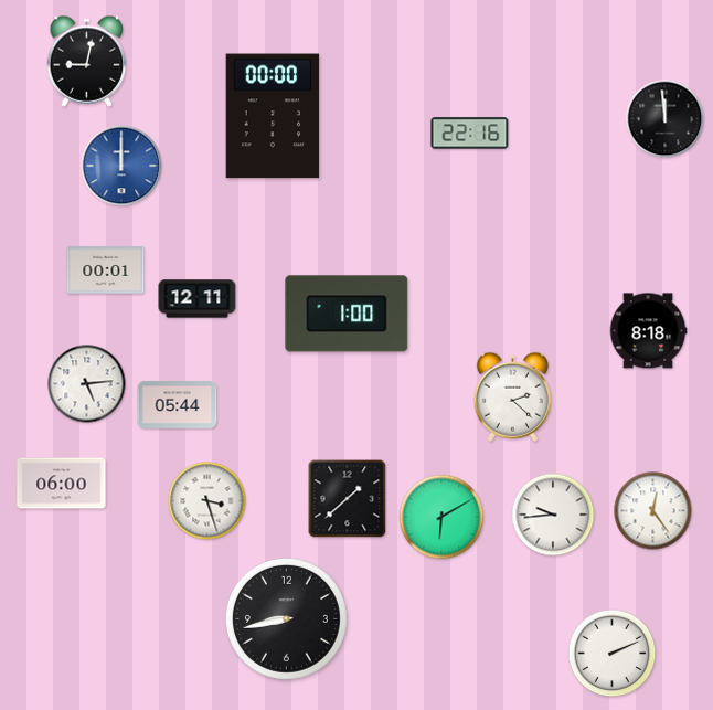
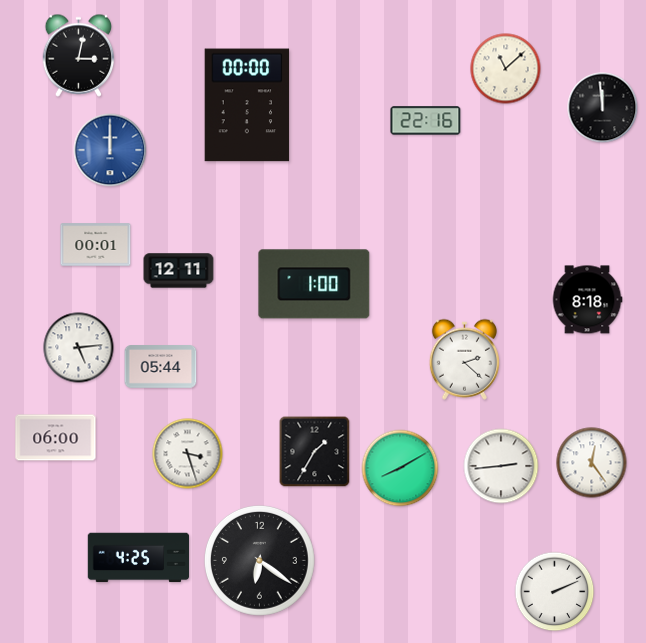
clock at (87, 61): 9:02 -> 3:02
clock at (506, 69): none -> 11:08
clock at (348, 499): 1:38 -> 1:35
clock at (553, 515): 9:44 -> 2:44
clock at (441, 517): 6:10 -> 8:10
clock at (139, 558): none -> 4:25
clock at (286, 618): 8:43 -> 6:21
